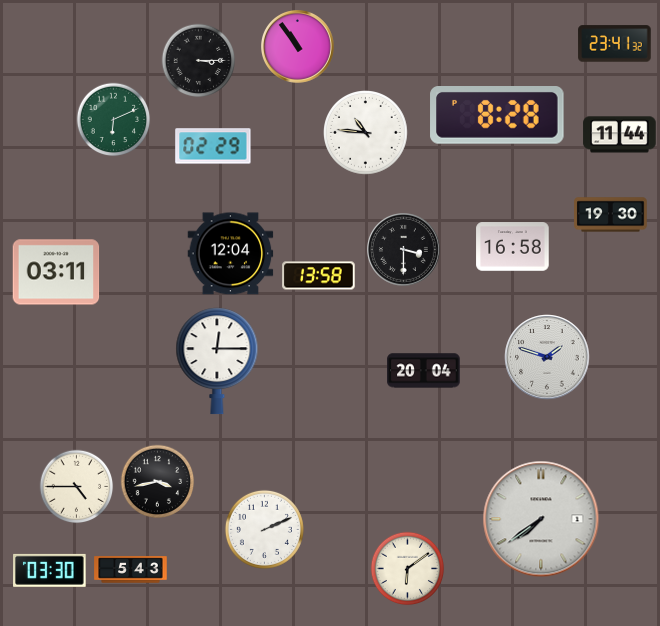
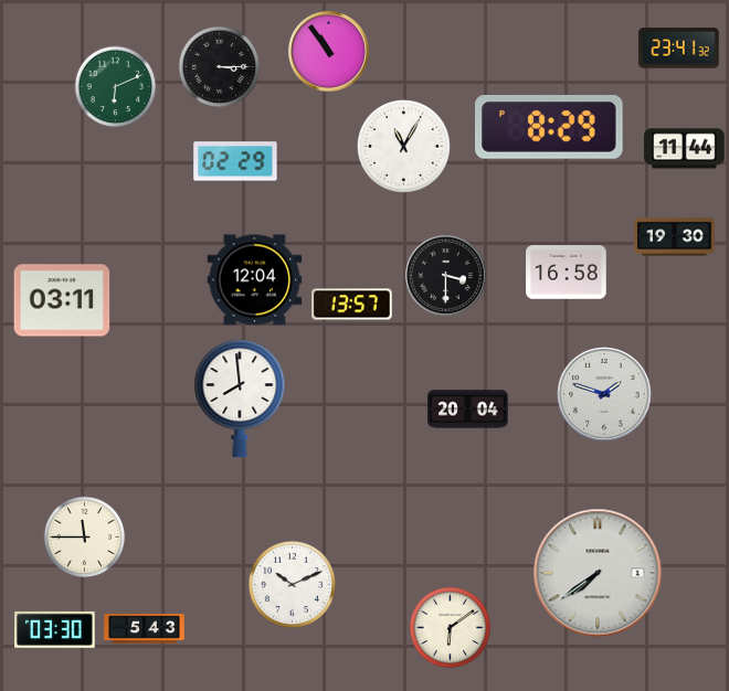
clock at (497, 116): 8:28 -> 8:29
clock at (114, 120) position: (114, 120) -> (116, 87)
clock at (366, 133): 10:46 -> 11:05
clock at (319, 276): 13:58 -> 13:57
clock at (217, 361): 12:15 -> 7:59
clock at (158, 482): 3:43 -> none
clock at (77, 487): 4:45 -> 11:45
clock at (264, 529): 2:11 -> 10:11
